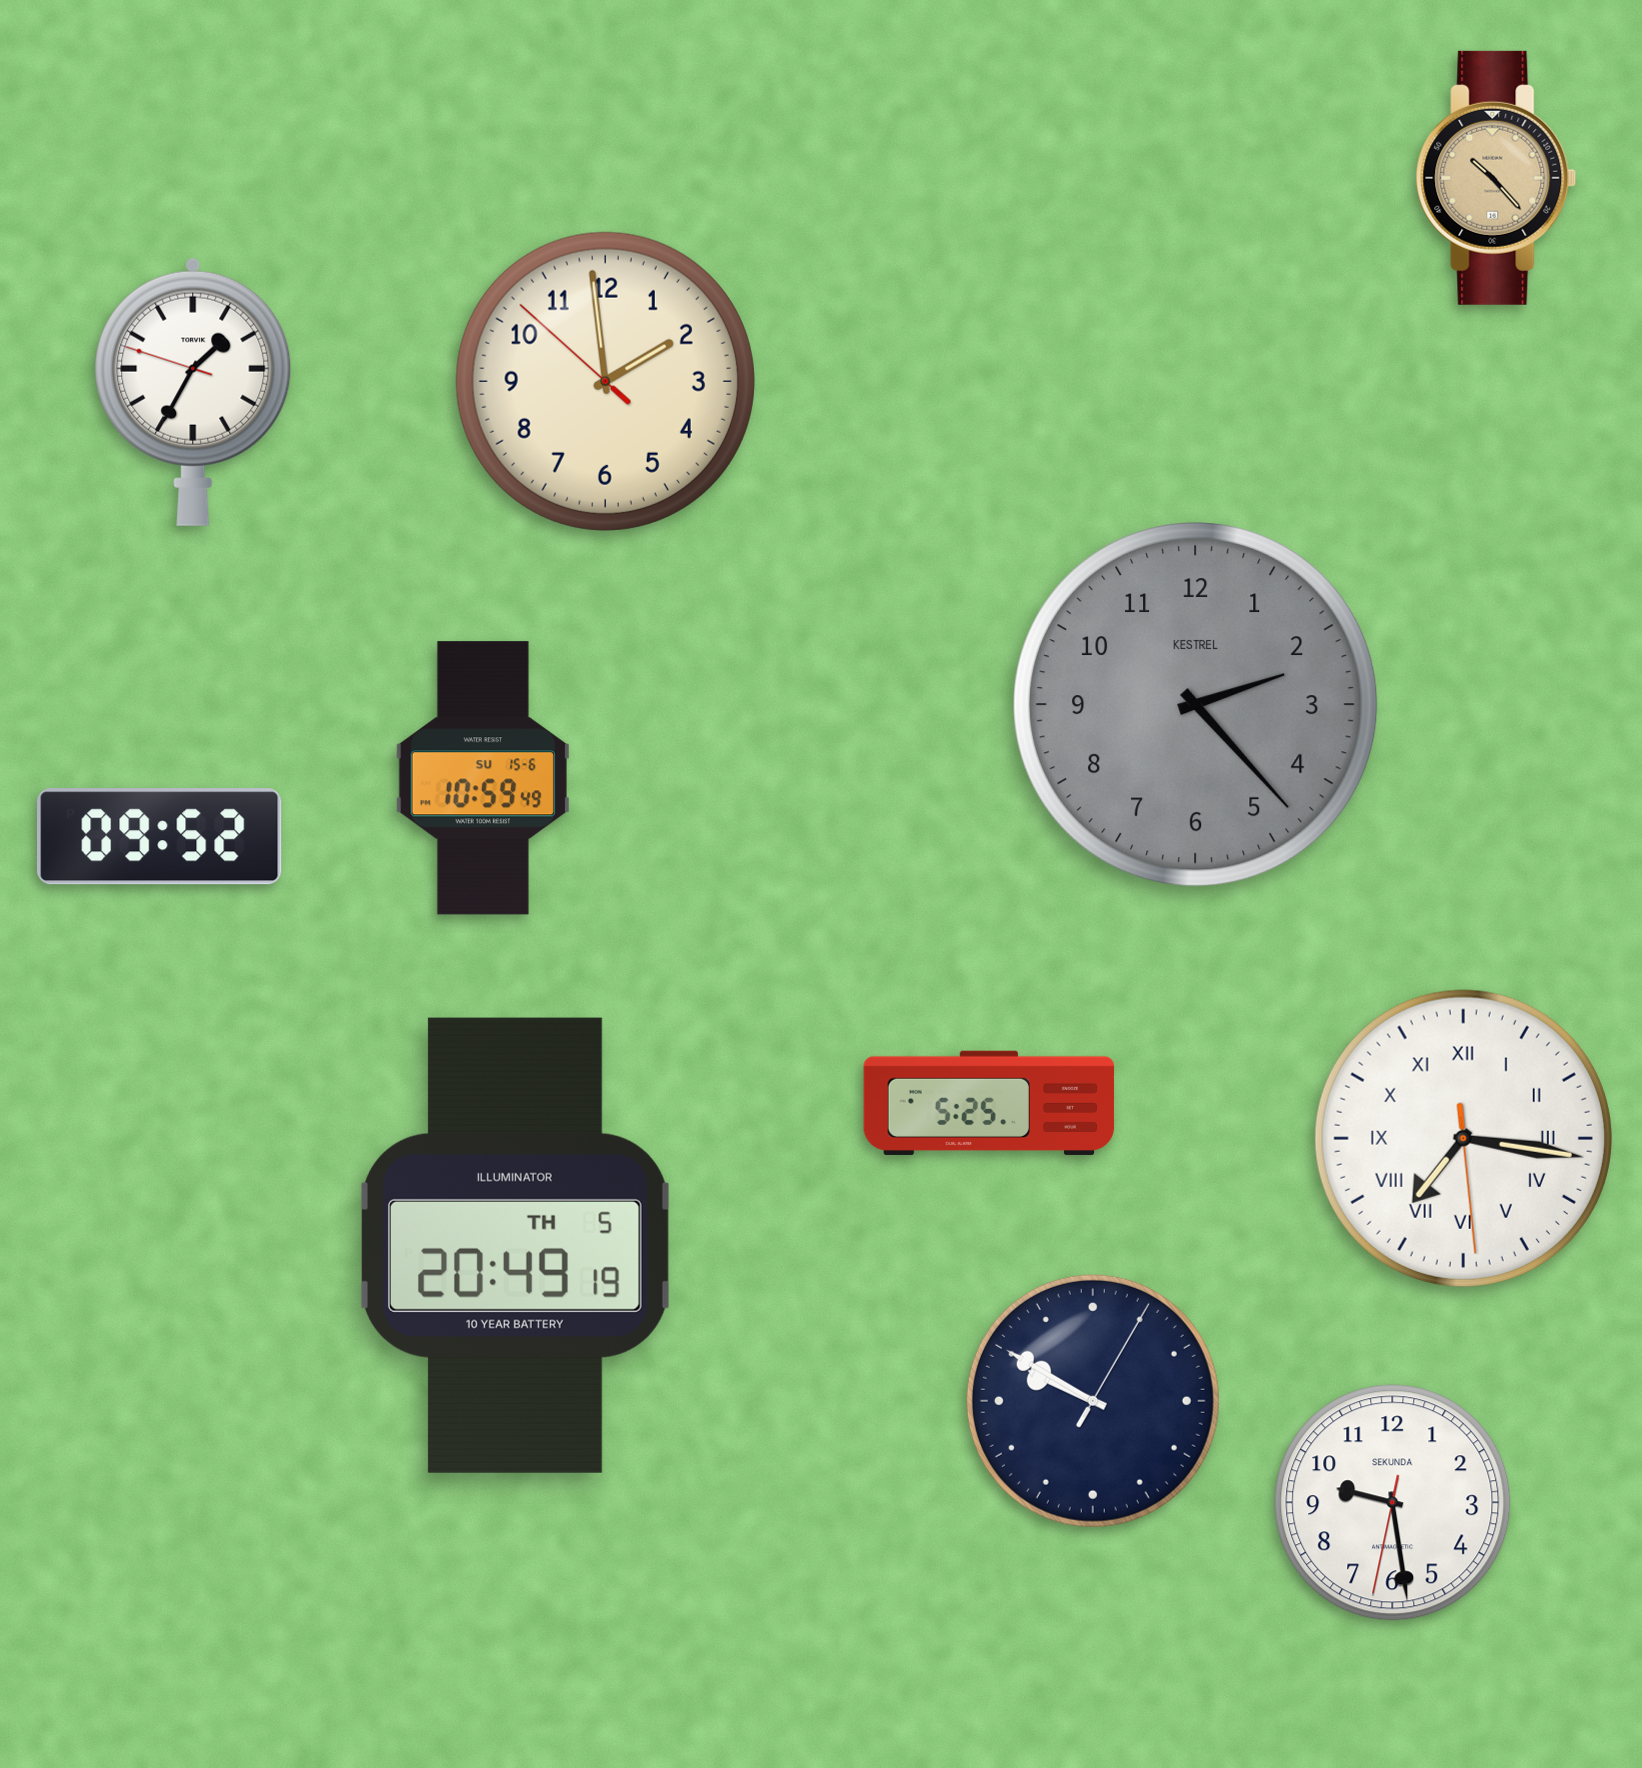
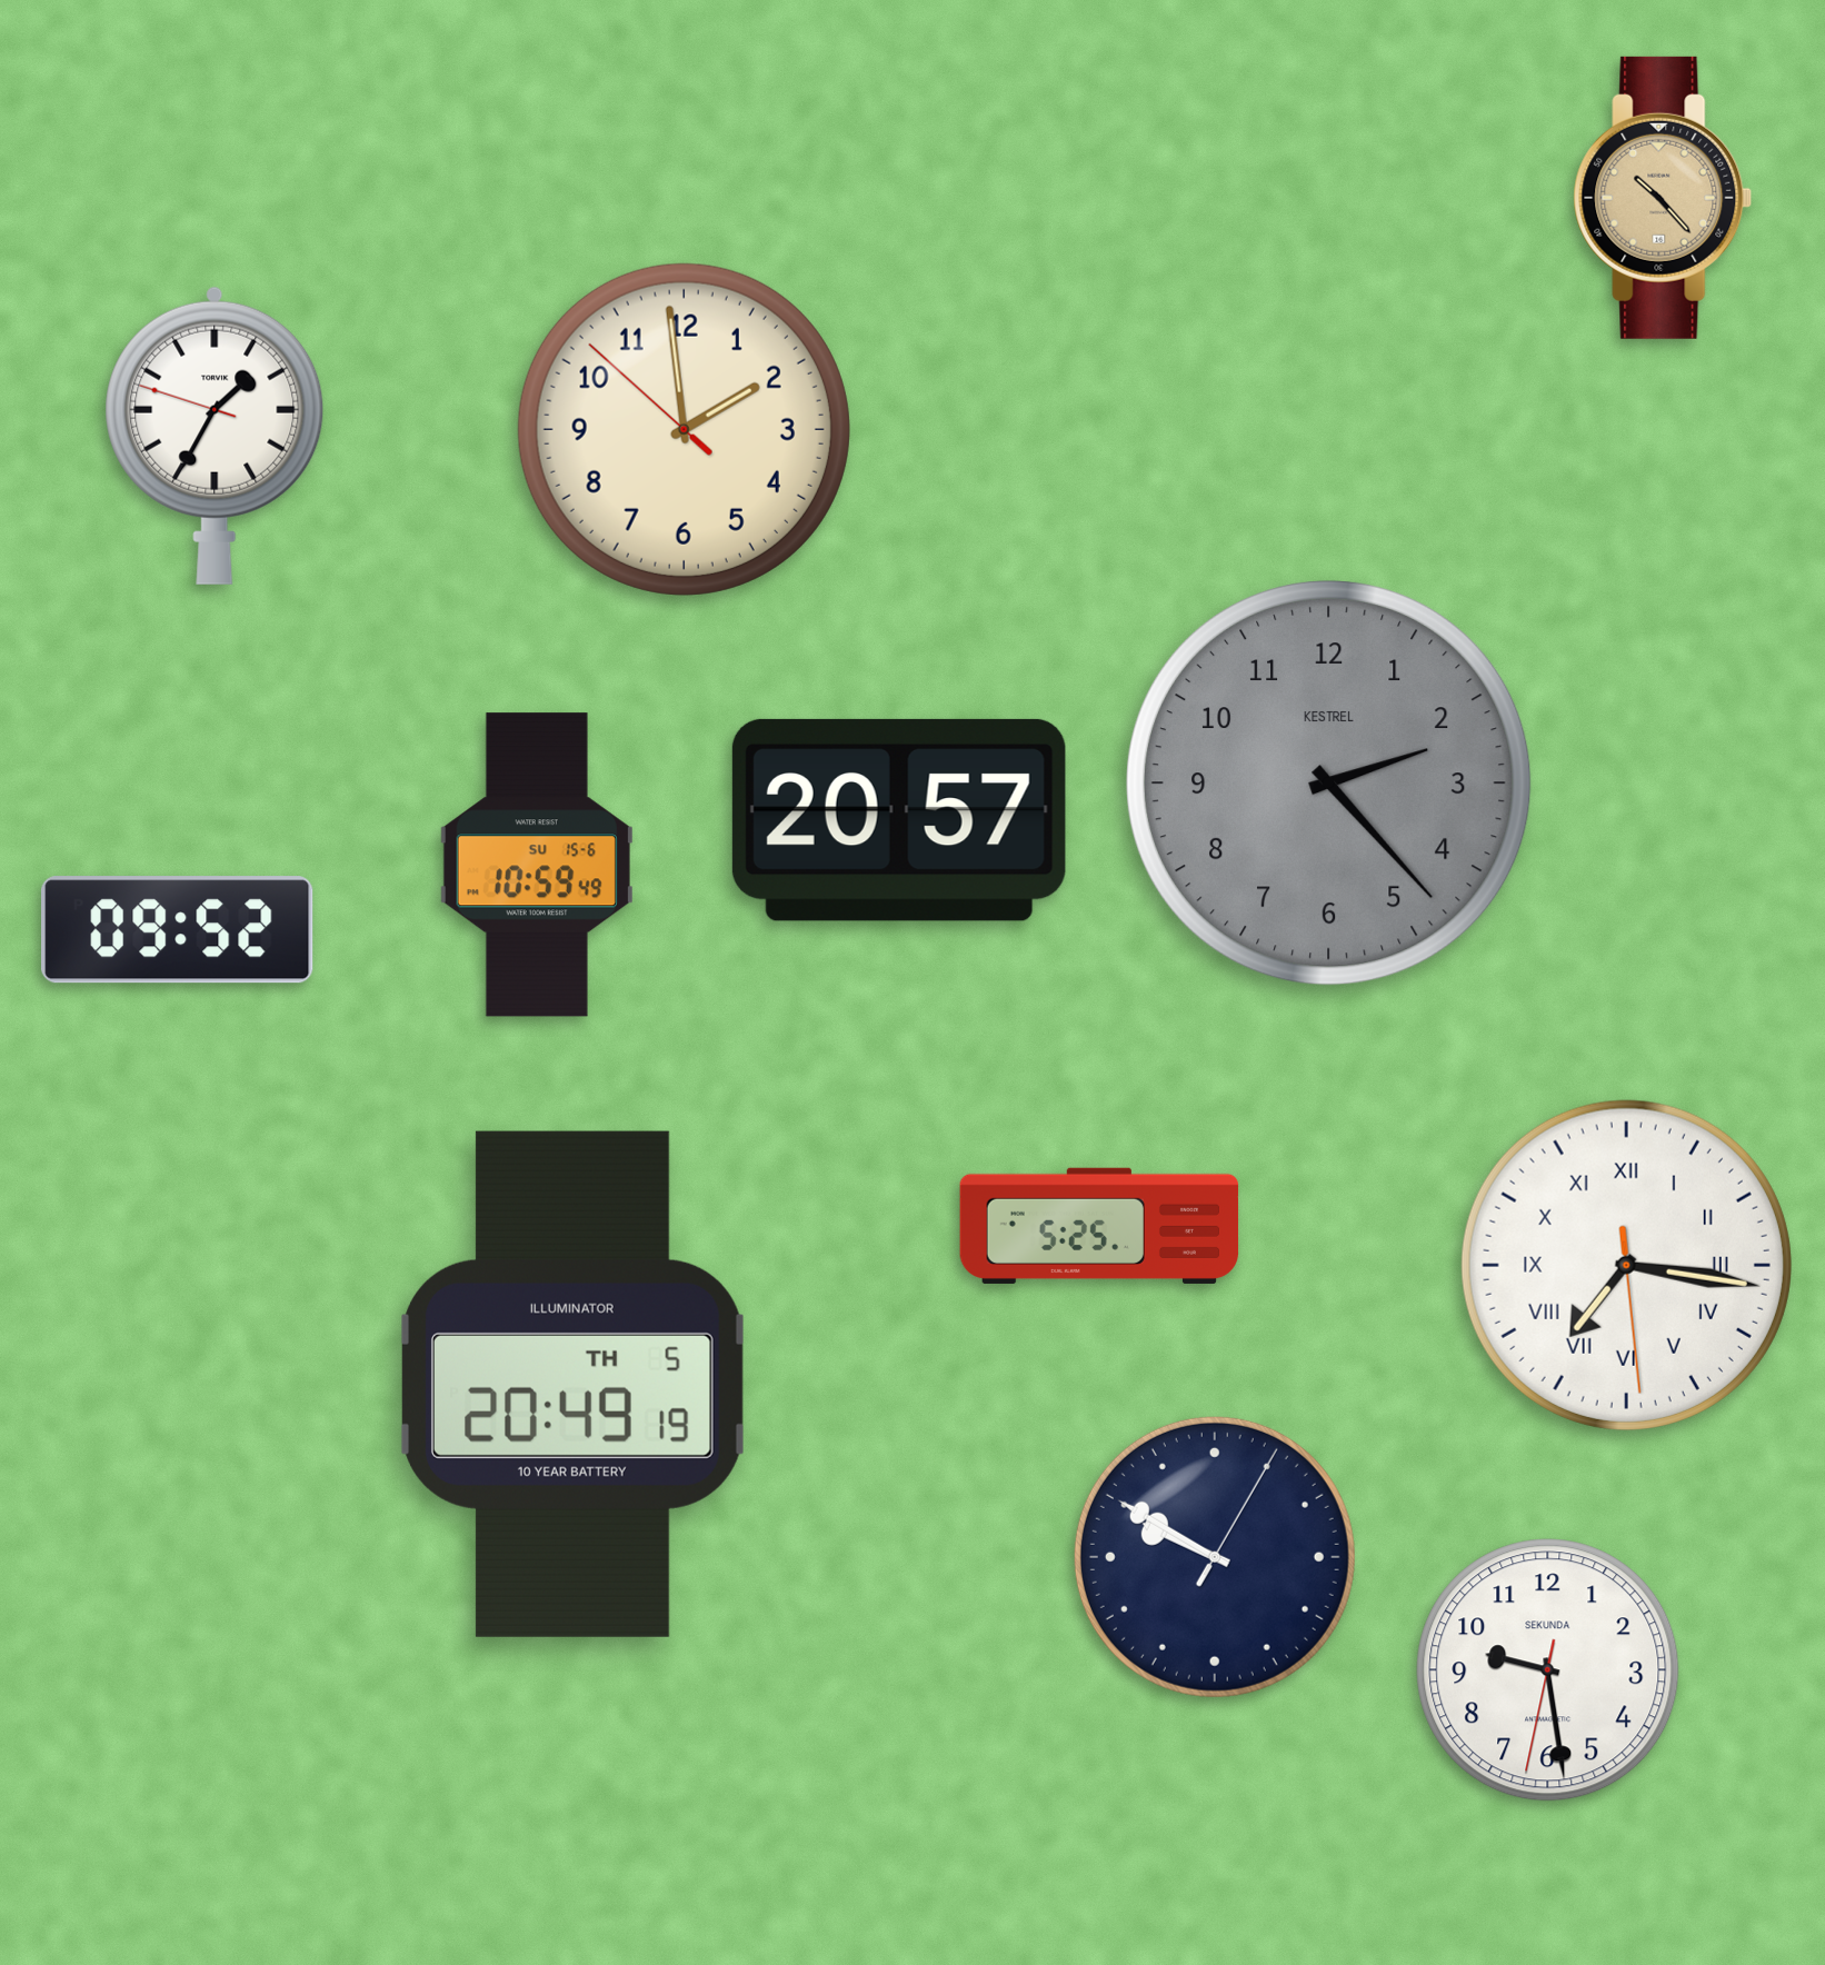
clock at (605, 381) position: (605, 381) -> (684, 429)
clock at (899, 820): none -> 20:57
